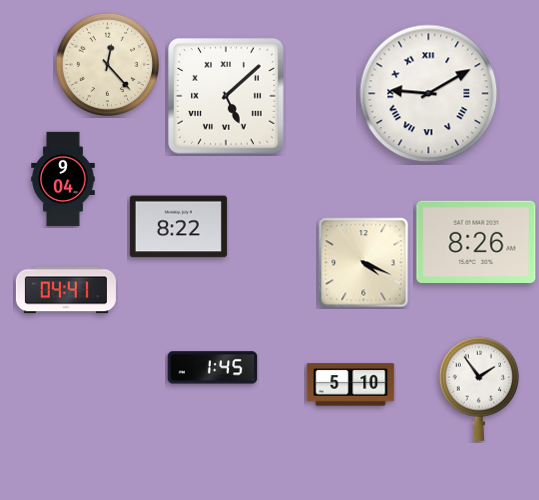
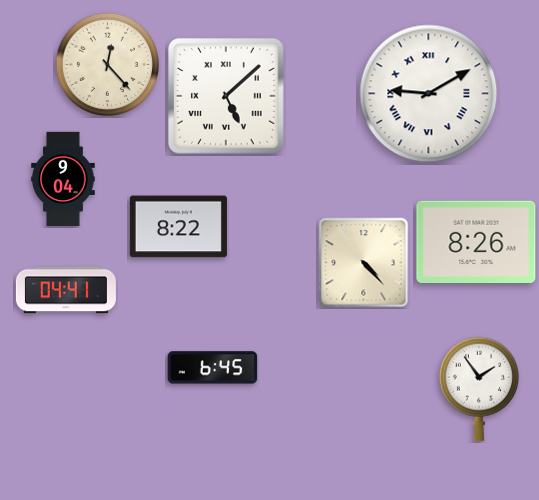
clock at (364, 263): 4:19 -> 4:23
clock at (213, 368): 1:45 -> 6:45
clock at (351, 385): 5:10 -> none
